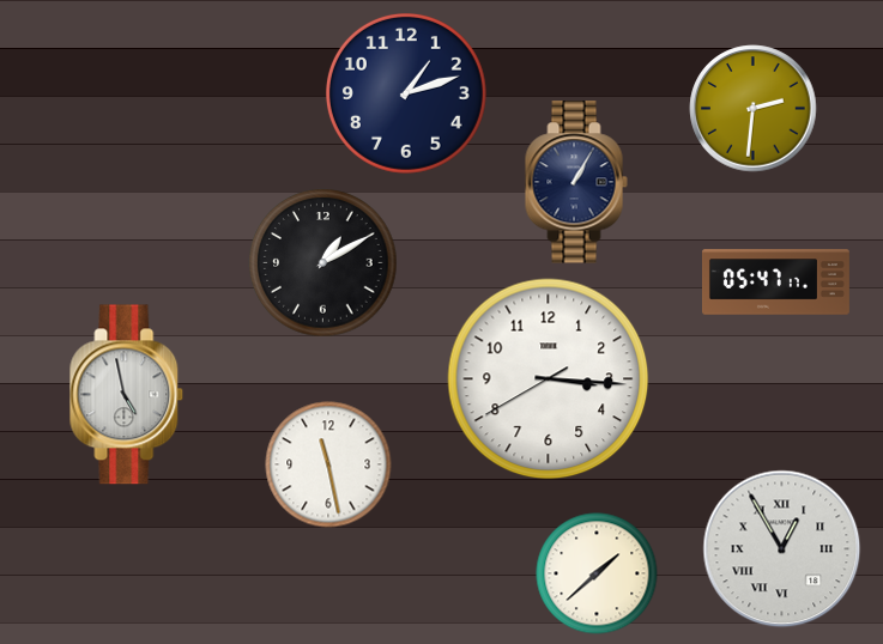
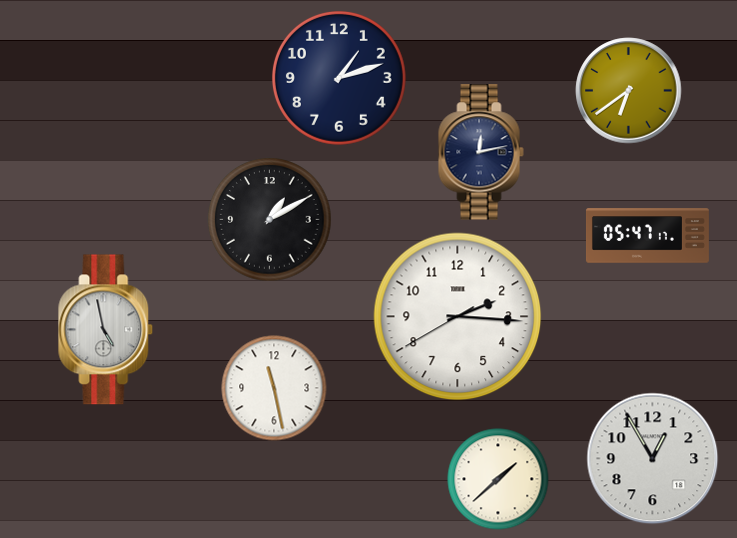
clock at (754, 109): 2:31 -> 6:39
clock at (576, 182): 1:05 -> 12:13
clock at (549, 379): 3:15 -> 2:15
clock at (782, 549) numerals: Roman -> Arabic
